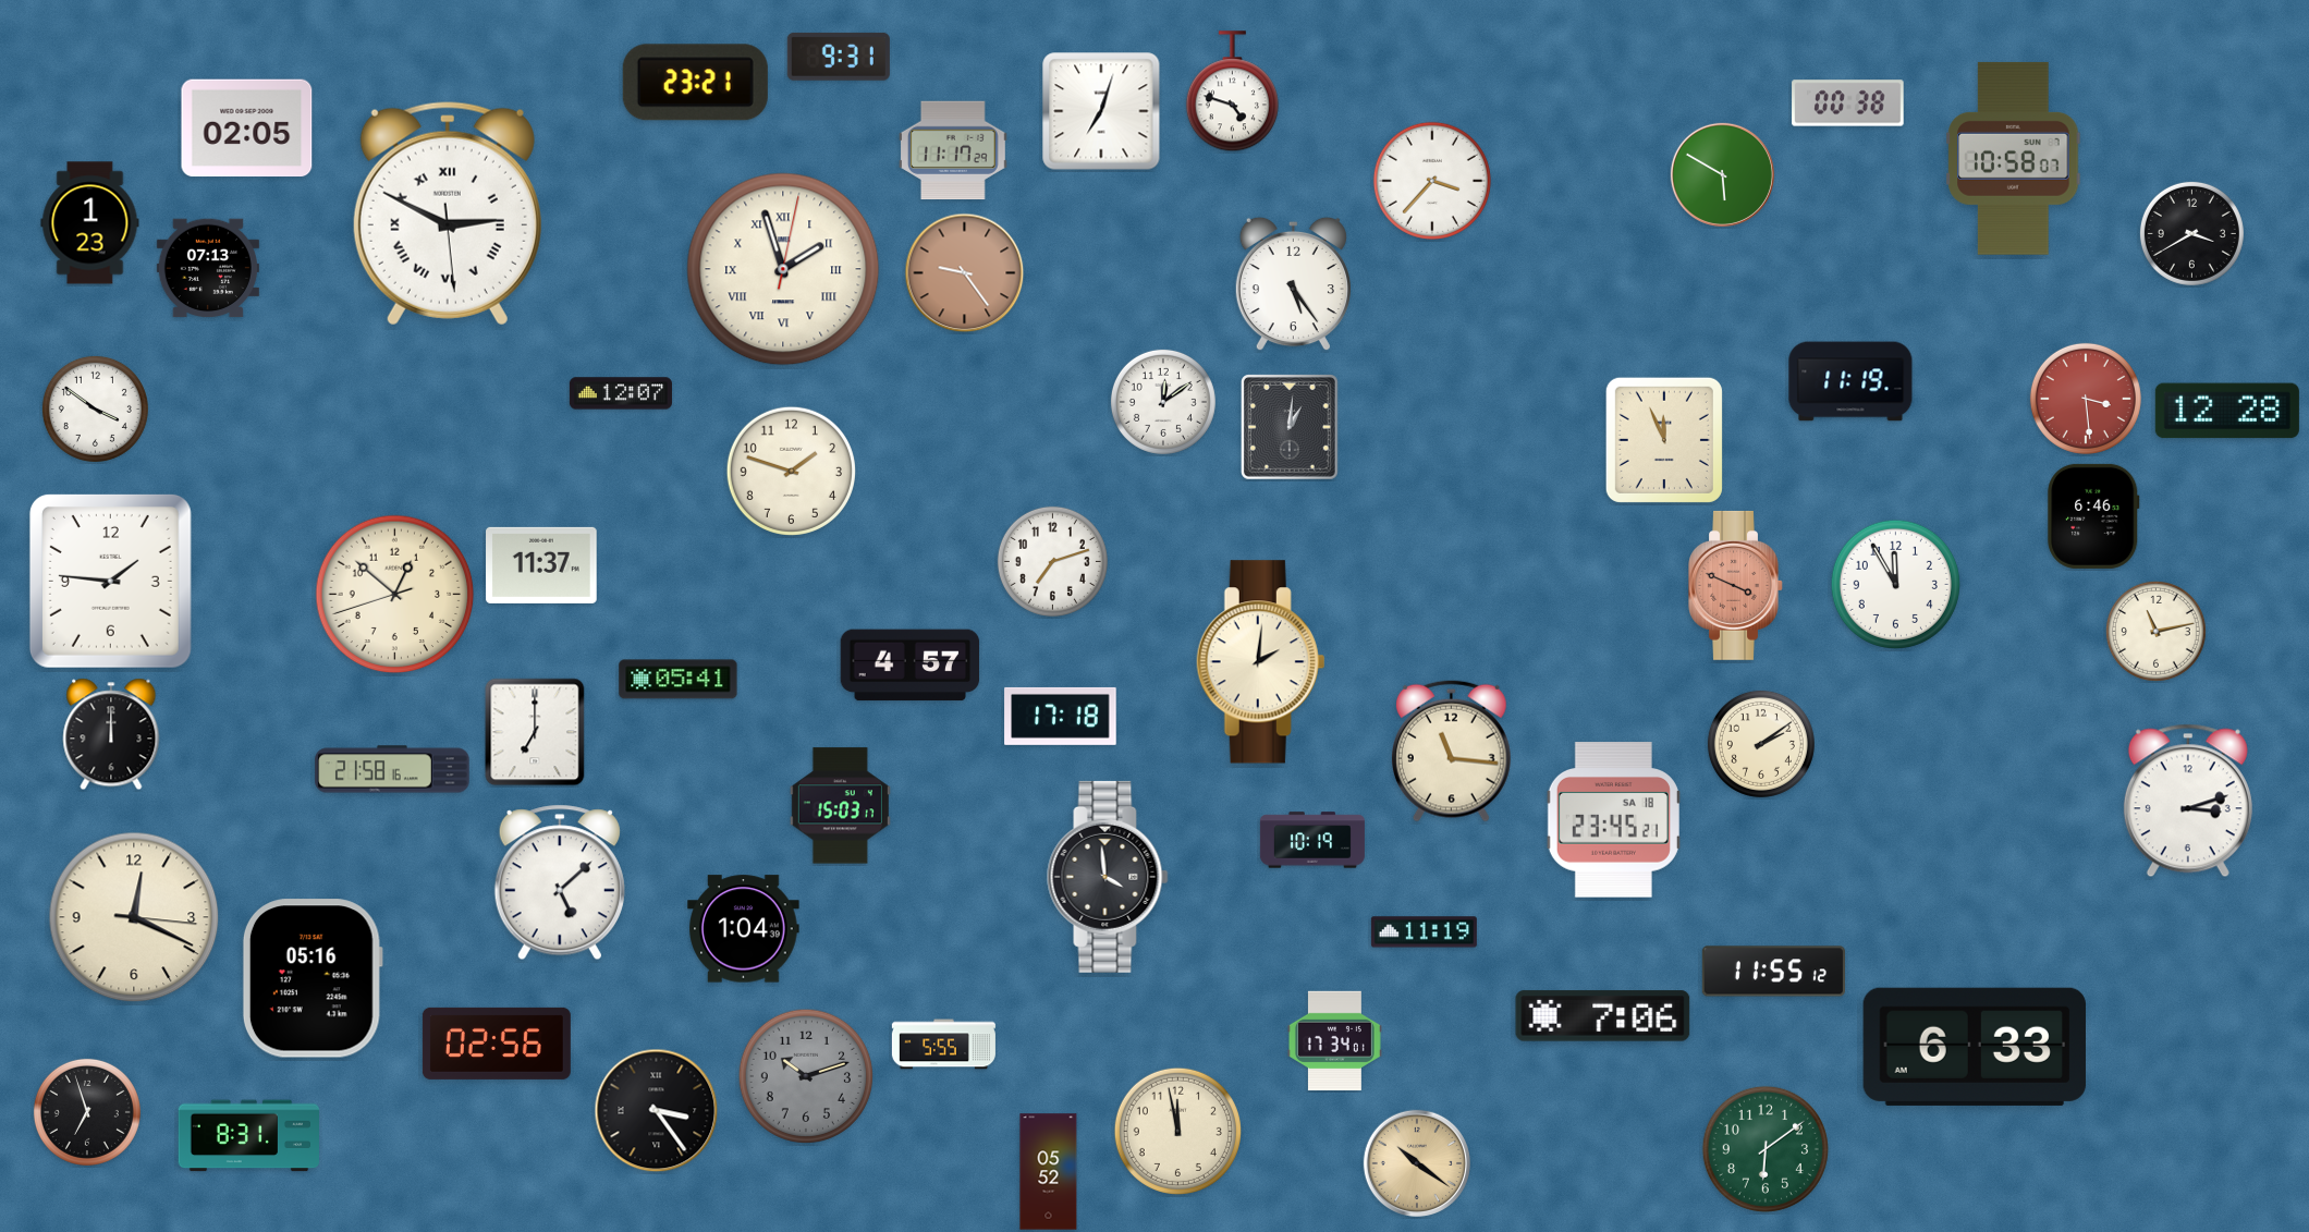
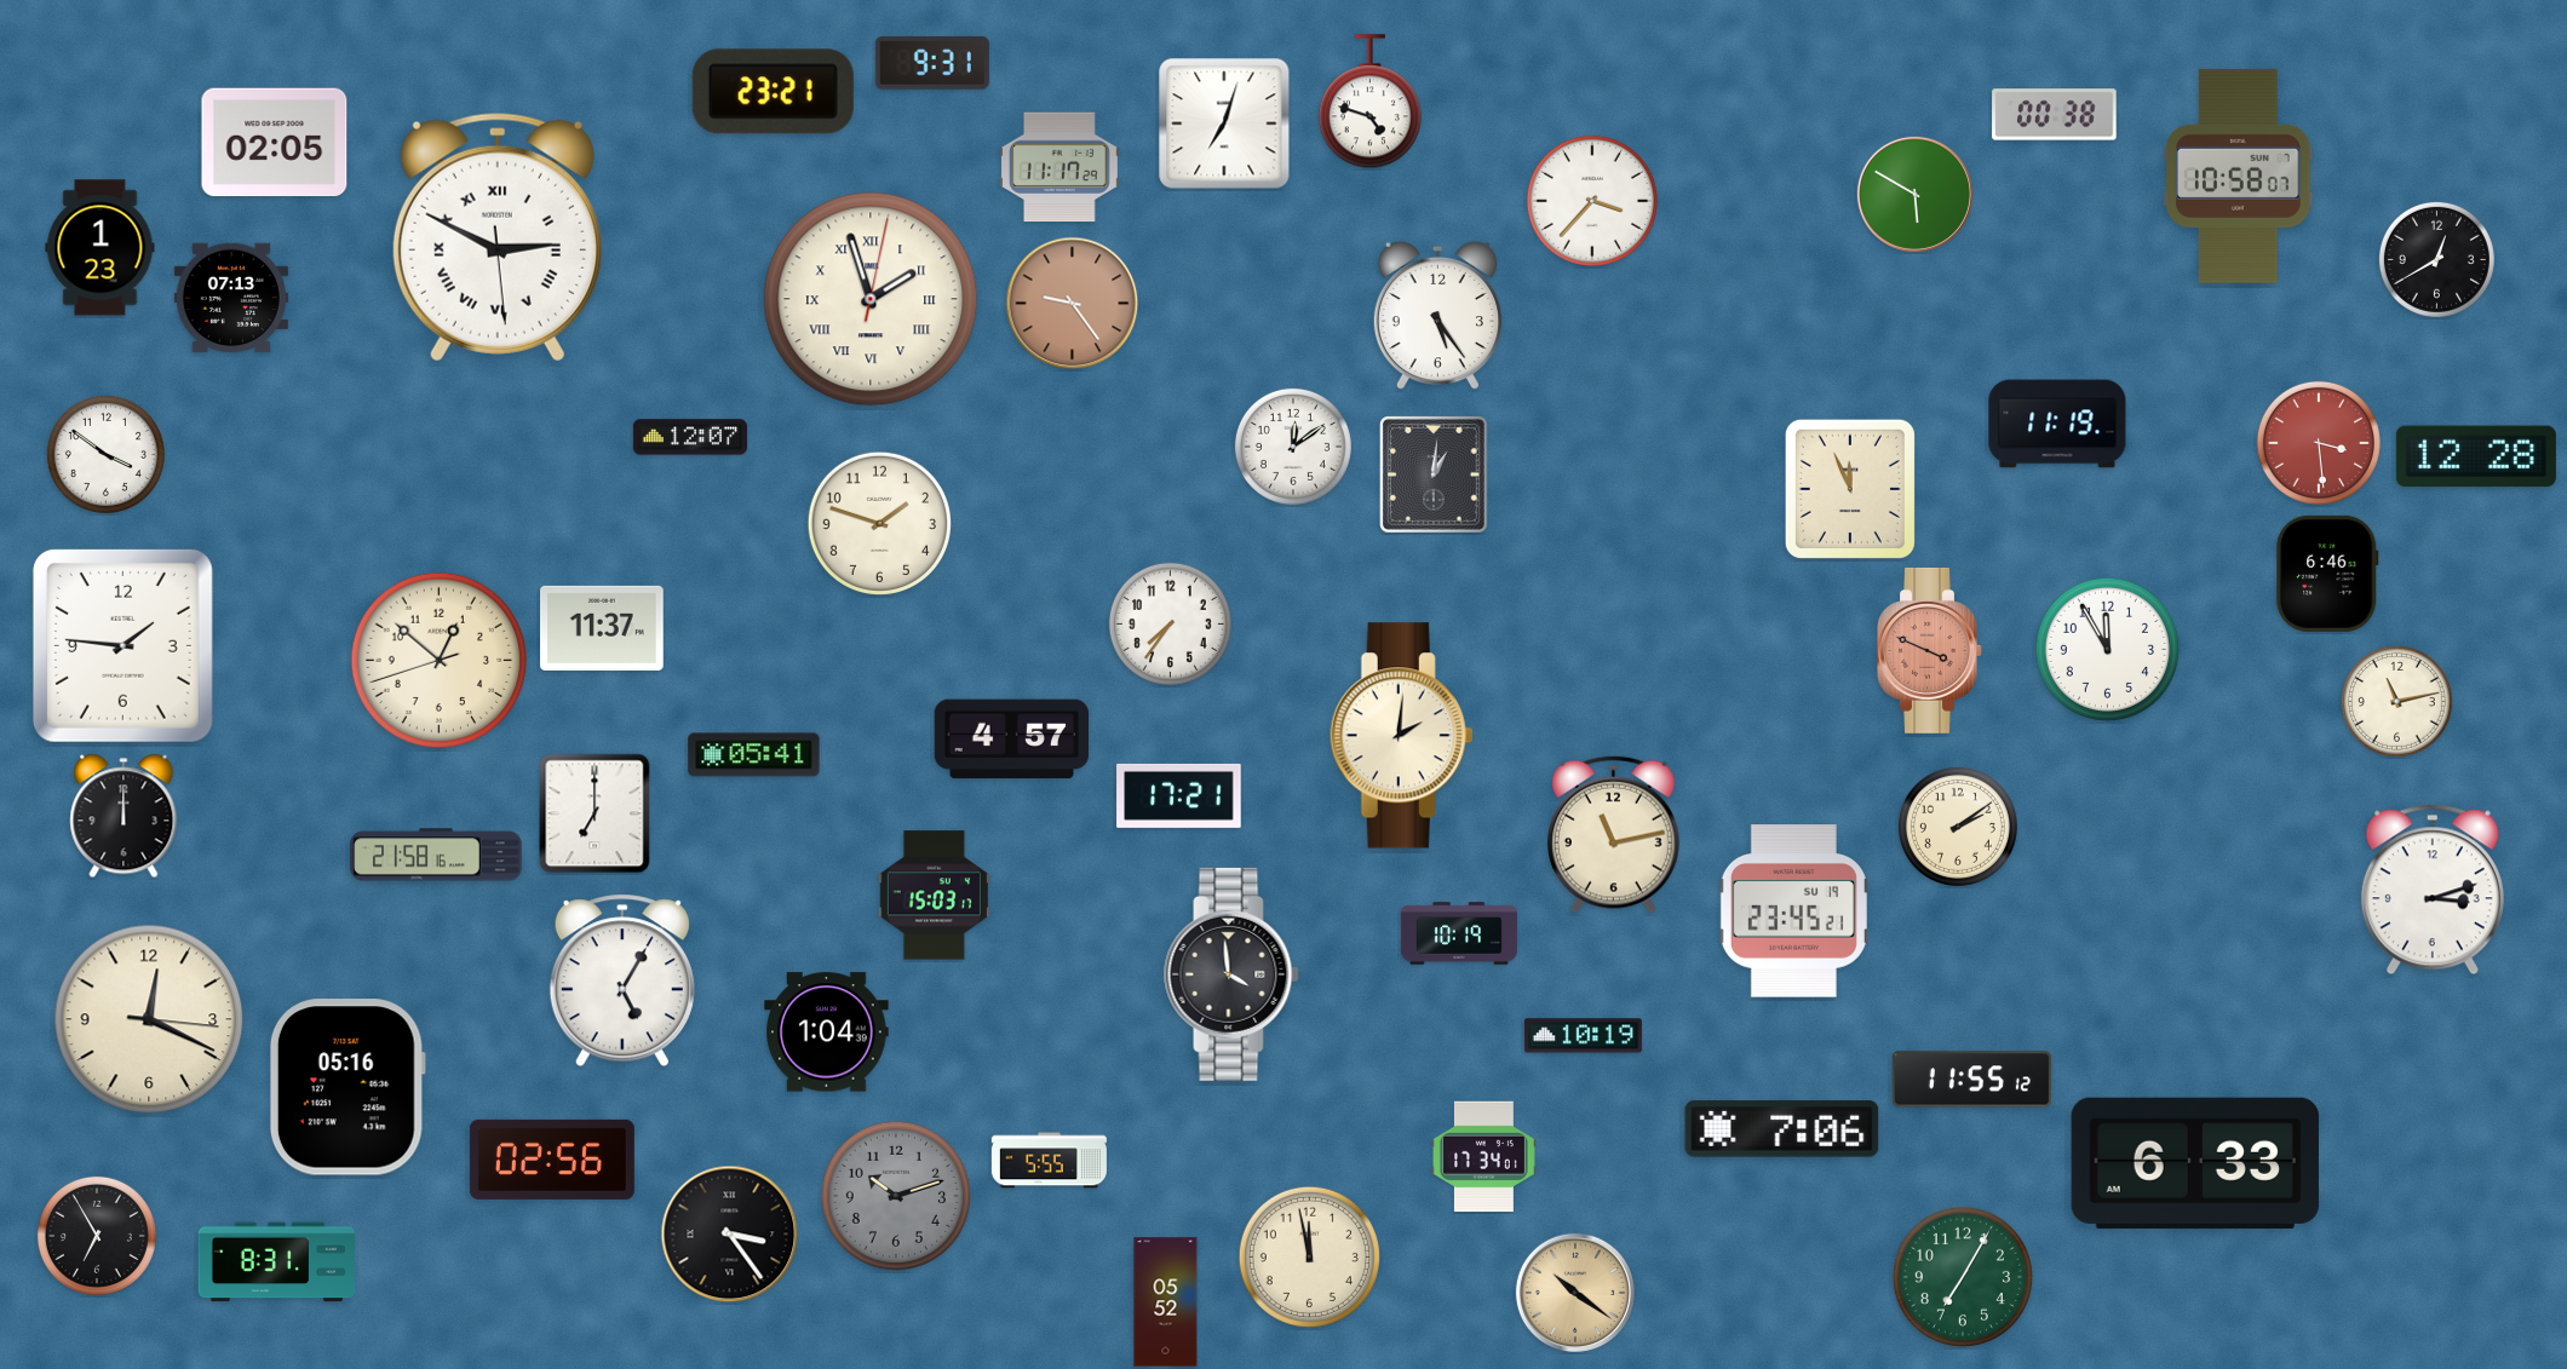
clock at (2191, 233): 3:40 -> 12:40
clock at (1052, 561): 7:12 -> 7:36
clock at (1061, 716): 17:18 -> 17:21
clock at (1451, 751): 11:16 -> 11:13
clock at (1613, 820) date: SA 18 -> SU 19
clock at (560, 882): 5:08 -> 5:05
clock at (1424, 932): 11:19 -> 10:19
clock at (87, 1112): 6:57 -> 6:55
clock at (1766, 1149): 6:09 -> 7:05
